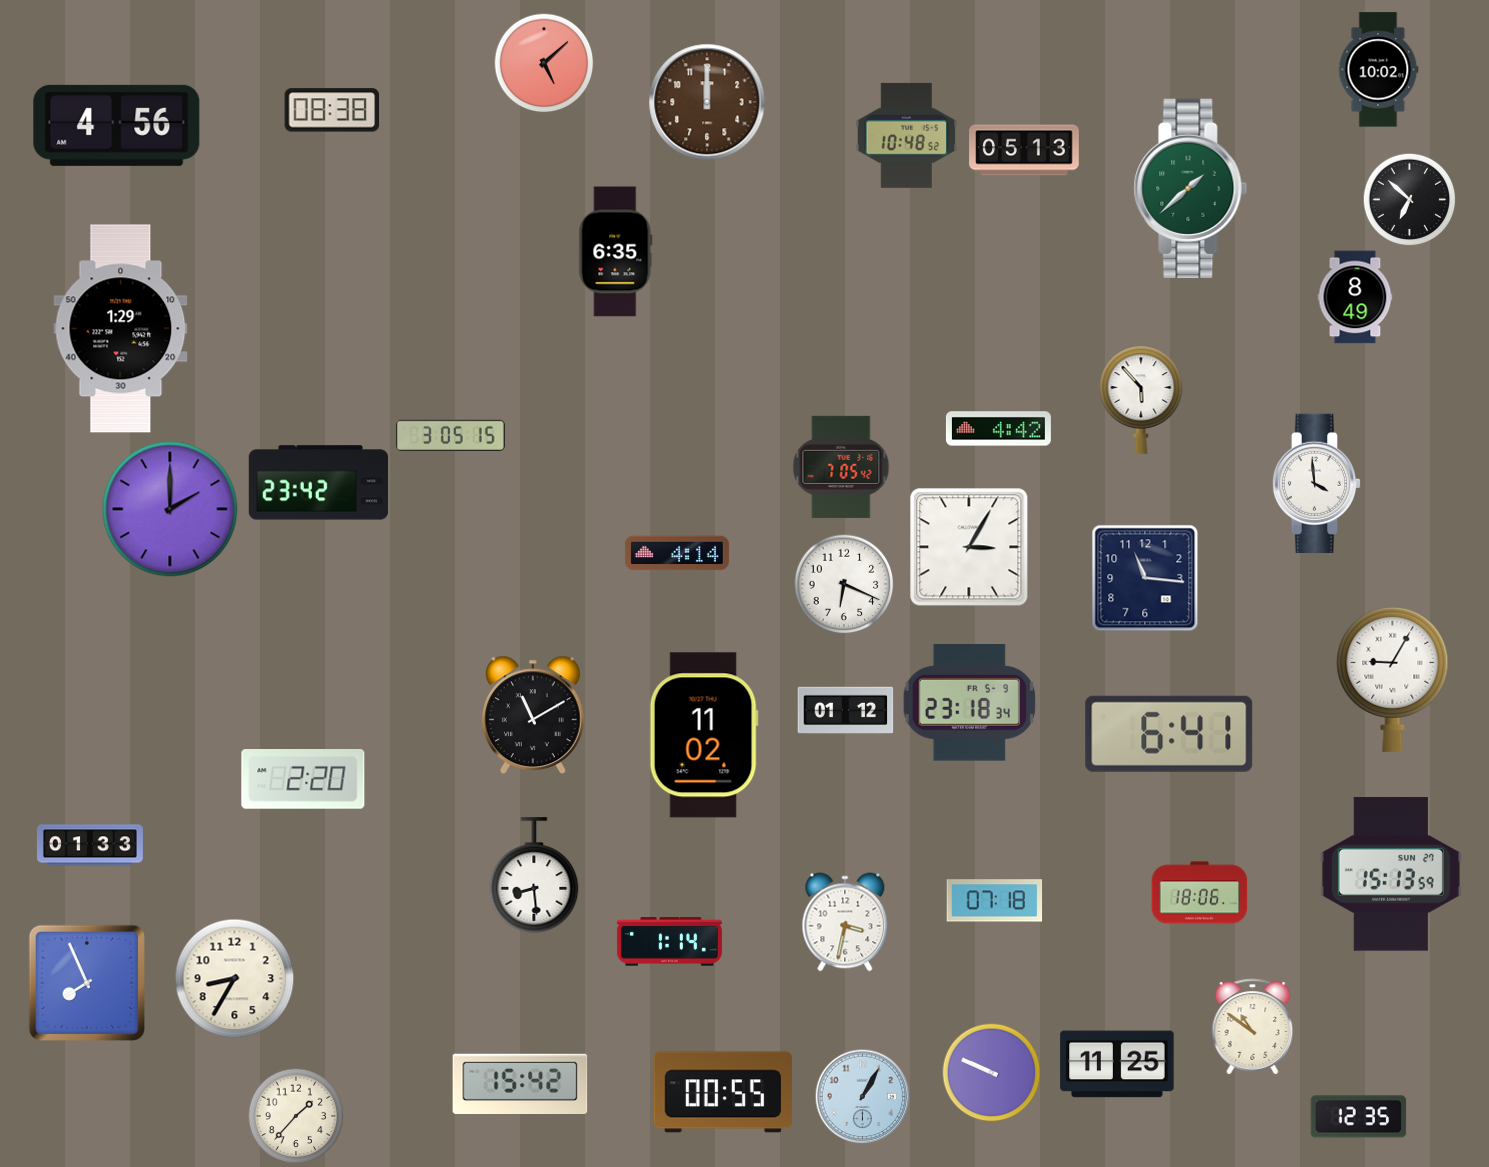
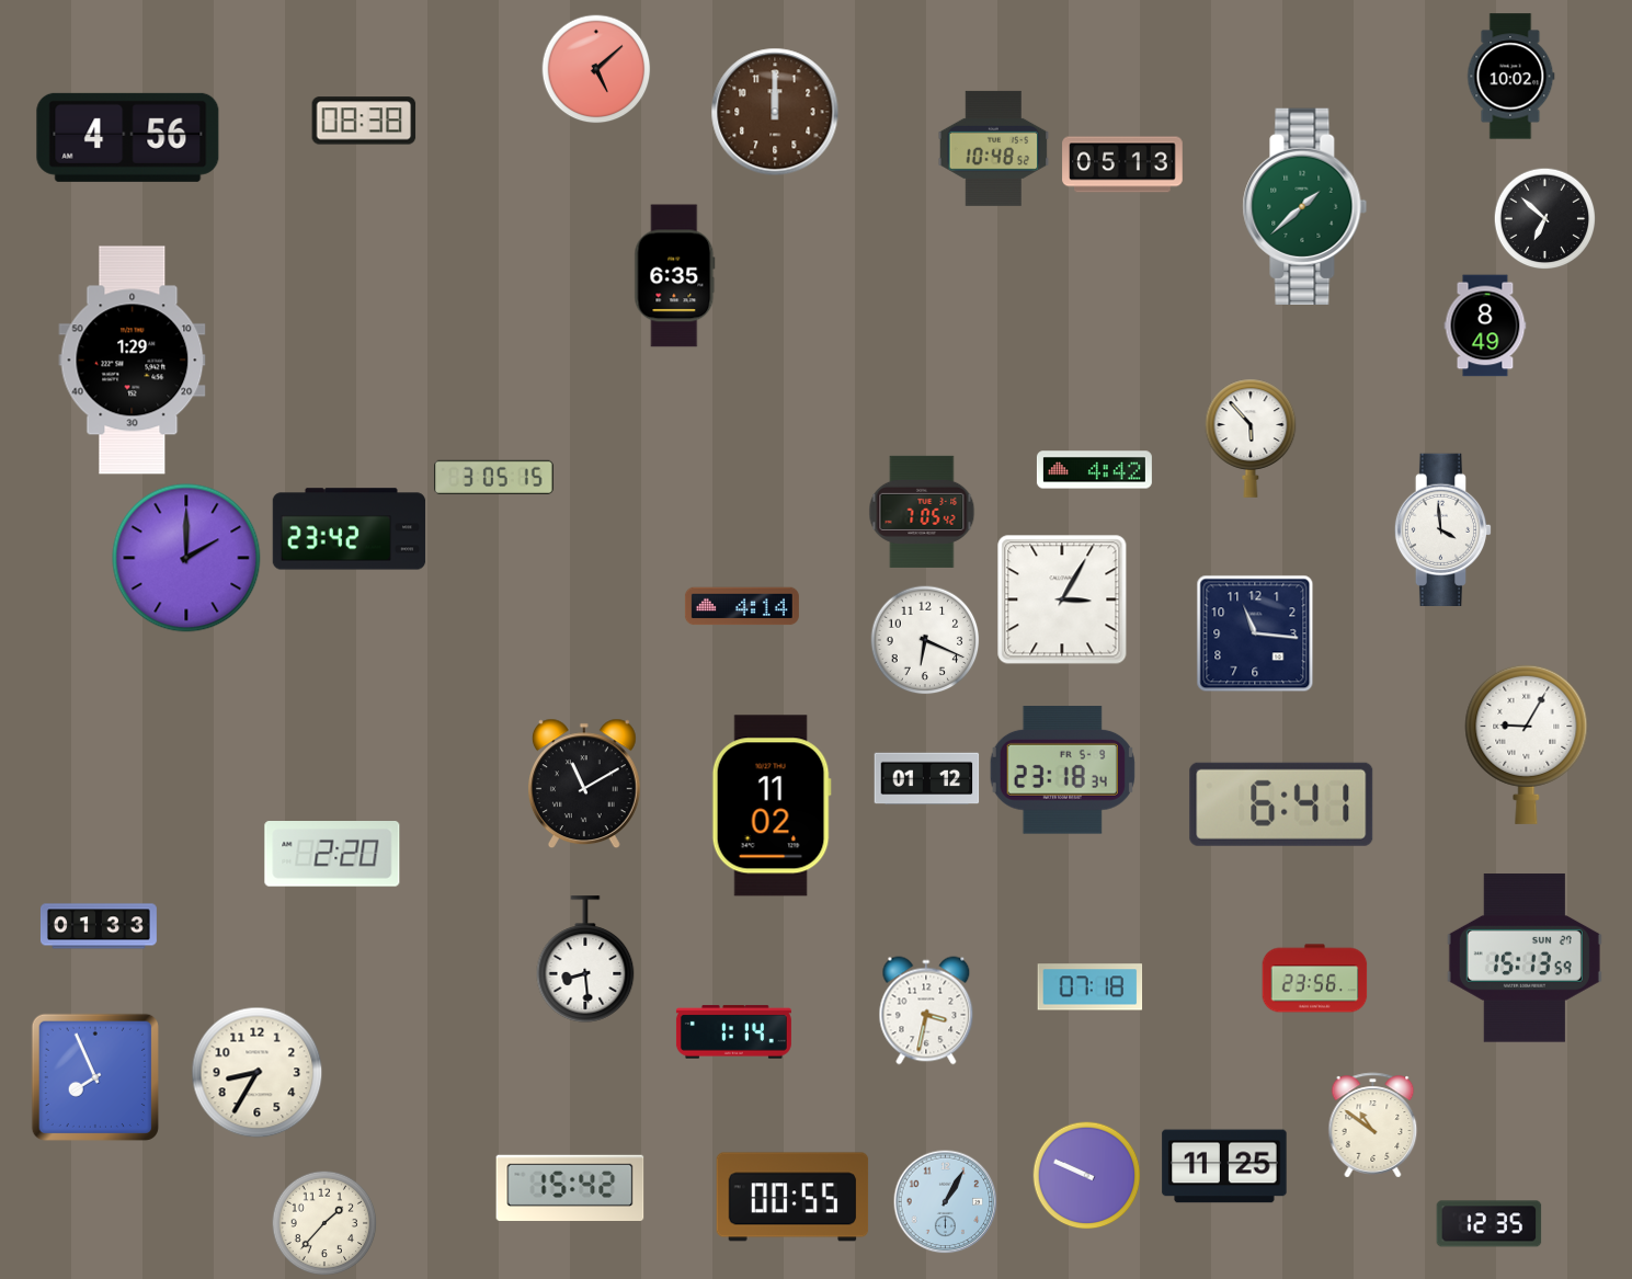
clock at (1200, 893): 18:06 -> 23:56
